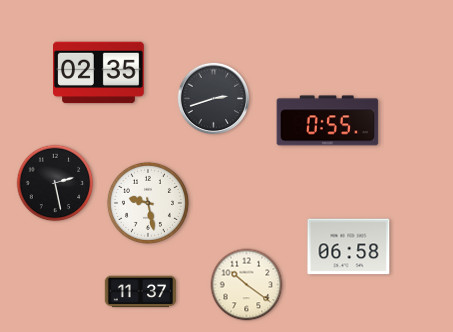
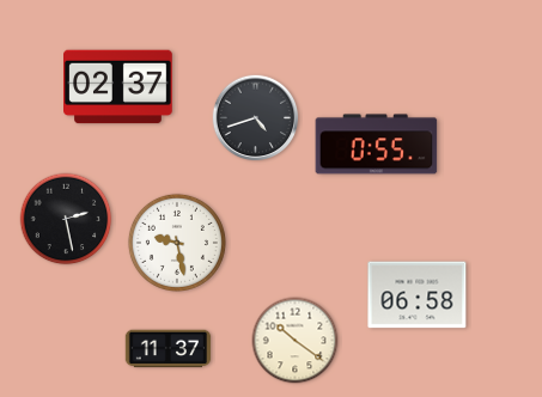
clock at (99, 73): 02:35 -> 02:37
clock at (214, 99): 2:42 -> 4:42
clock at (328, 121) position: (328, 121) -> (377, 145)
